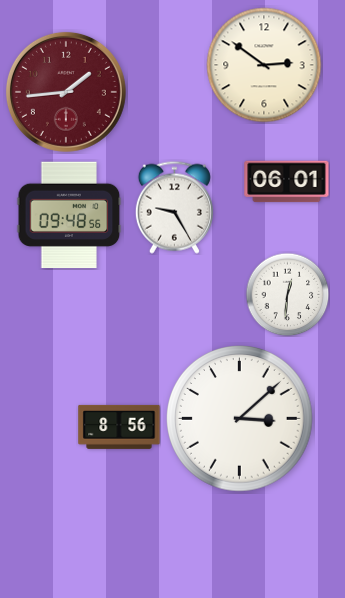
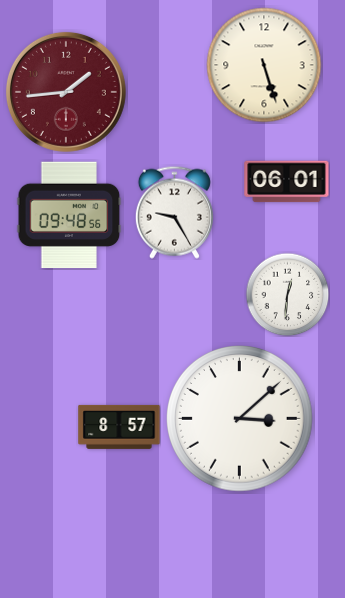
clock at (264, 65): 2:51 -> 5:27
clock at (174, 207) position: (174, 207) -> (174, 212)
clock at (119, 427): 8:56 -> 8:57
